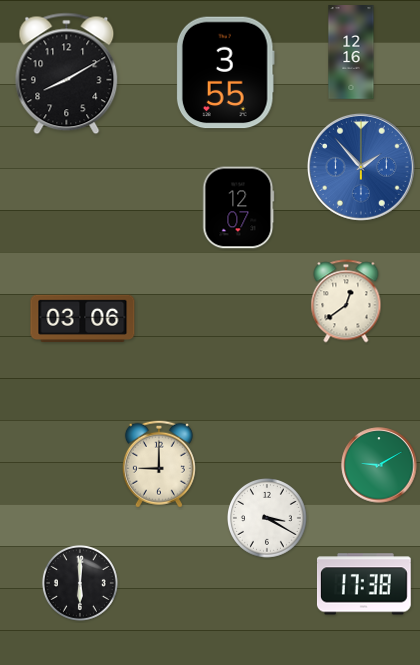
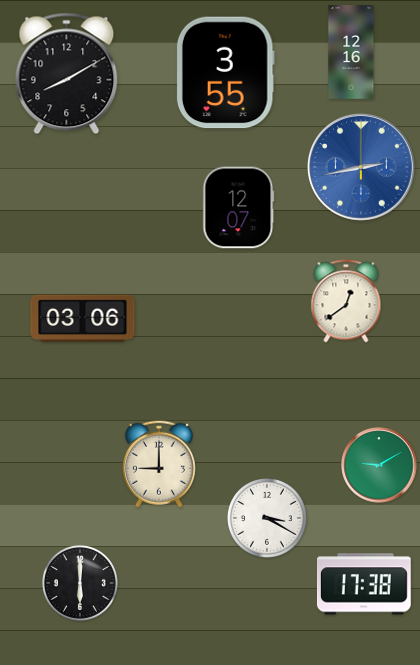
clock at (361, 167): 1:53 -> 2:43
